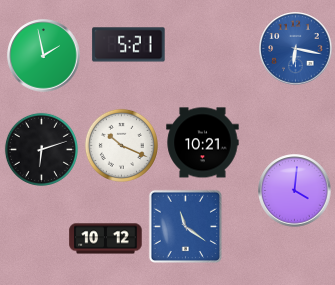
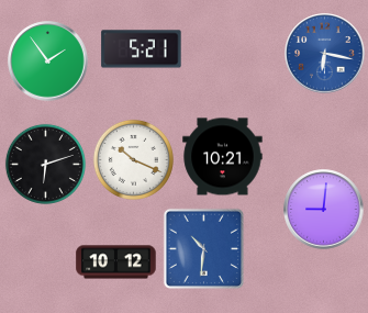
clock at (44, 56): 1:58 -> 1:54
clock at (295, 191): 4:01 -> 9:01
clock at (186, 227): 11:21 -> 10:31
